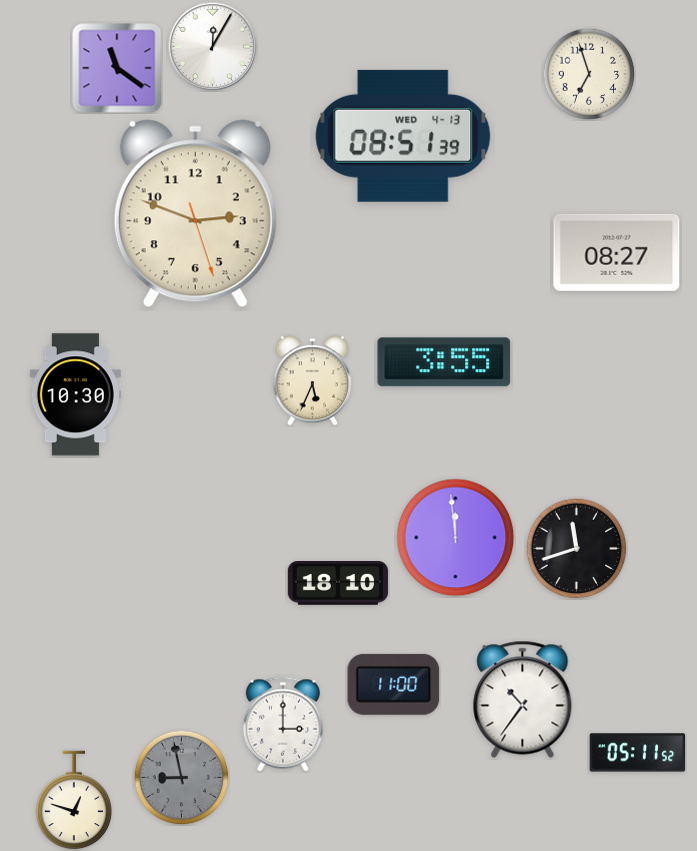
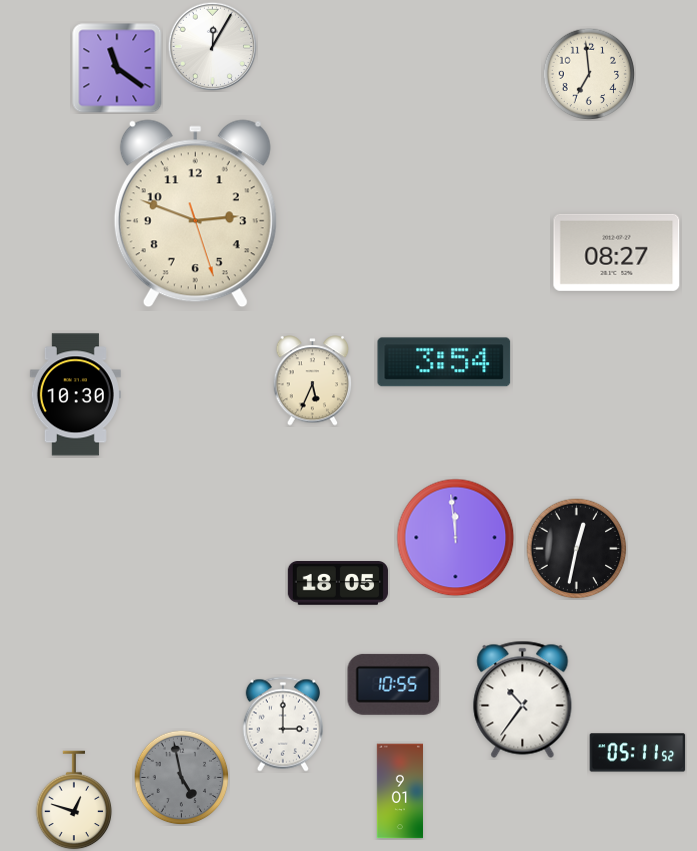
clock at (589, 74): 6:57 -> 6:59
clock at (403, 136): 08:51 -> none
clock at (444, 362): 3:55 -> 3:54
clock at (577, 549): 11:42 -> 12:32
clock at (338, 584): 18:10 -> 18:05
clock at (394, 684): 11:00 -> 10:55
clock at (181, 777): 8:58 -> 4:58
clock at (399, 791): none -> 9:01
